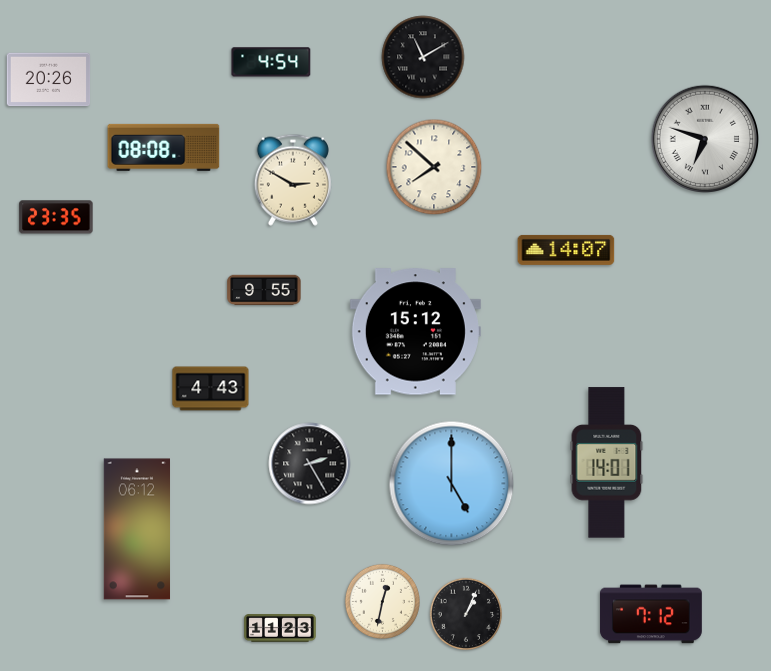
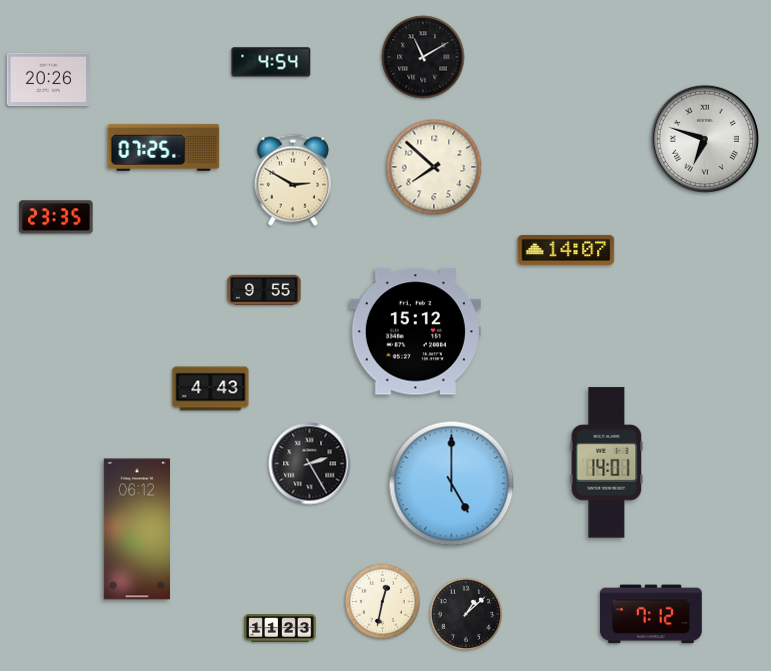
clock at (164, 147): 08:08 -> 07:25
clock at (466, 614): 1:04 -> 1:08
